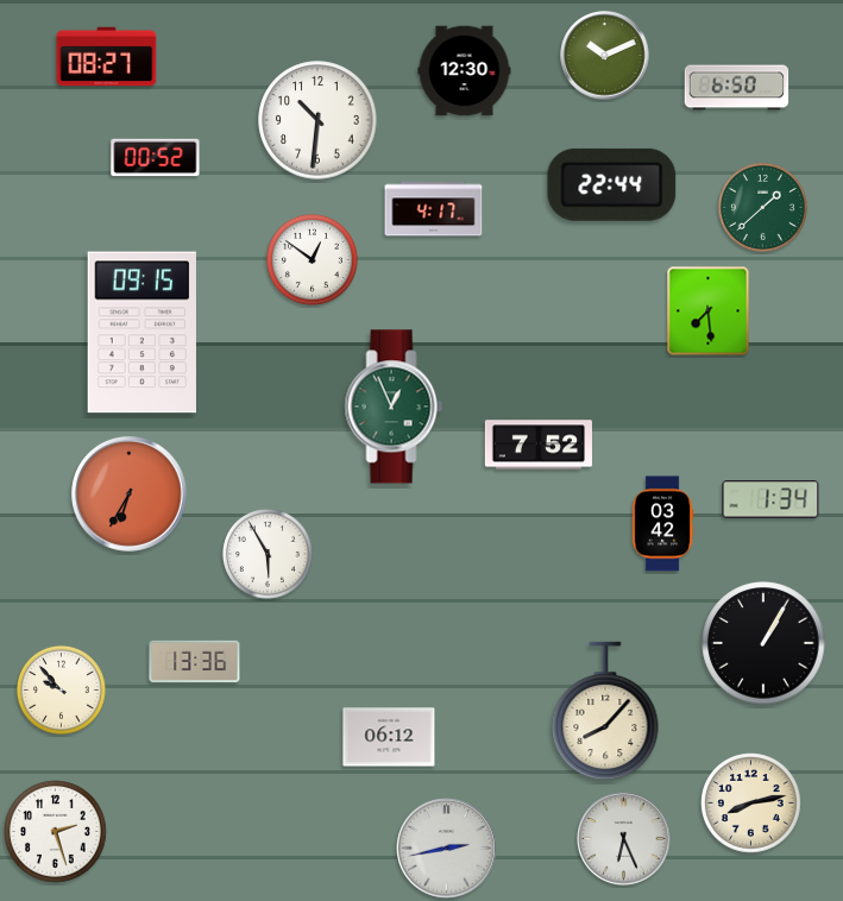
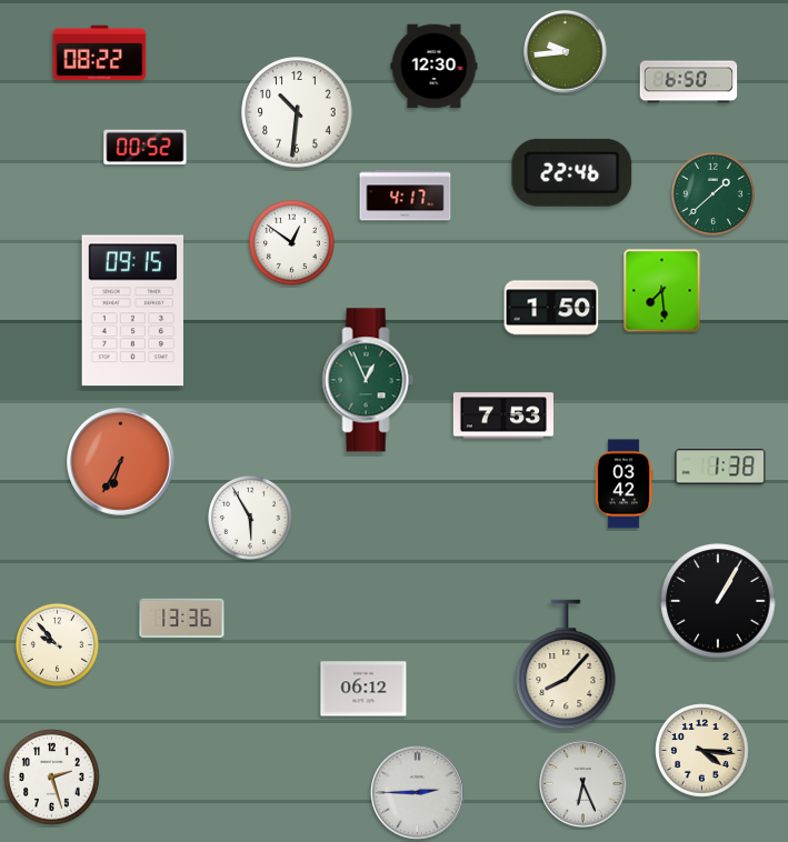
clock at (605, 56): 10:11 -> 9:44
clock at (107, 57): 08:27 -> 08:22
clock at (612, 184): 22:44 -> 22:46
clock at (551, 308): none -> 1:50
clock at (539, 445): 7:52 -> 7:53
clock at (770, 499): 1:34 -> 1:38
clock at (662, 524) position: (662, 524) -> (624, 484)
clock at (763, 643) position: (763, 643) -> (718, 601)
clock at (751, 804): 8:13 -> 4:16
clock at (447, 849): 2:43 -> 2:45
